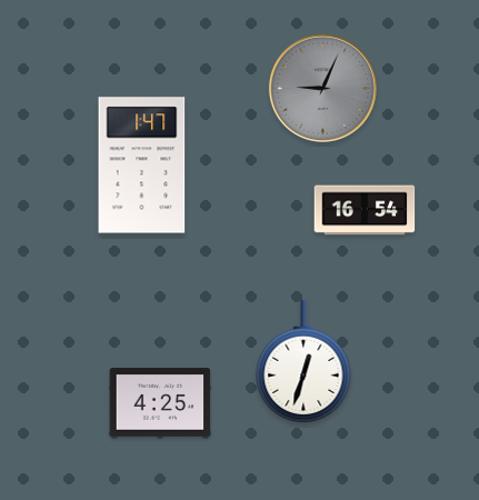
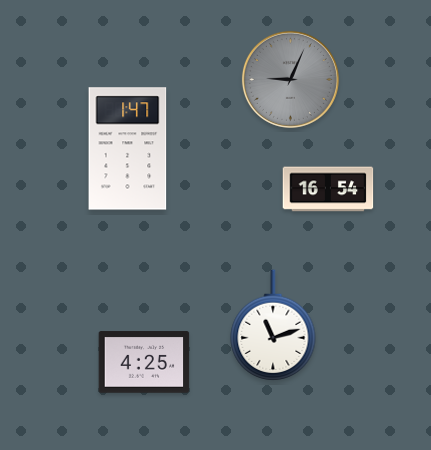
clock at (303, 361): 12:33 -> 11:12
